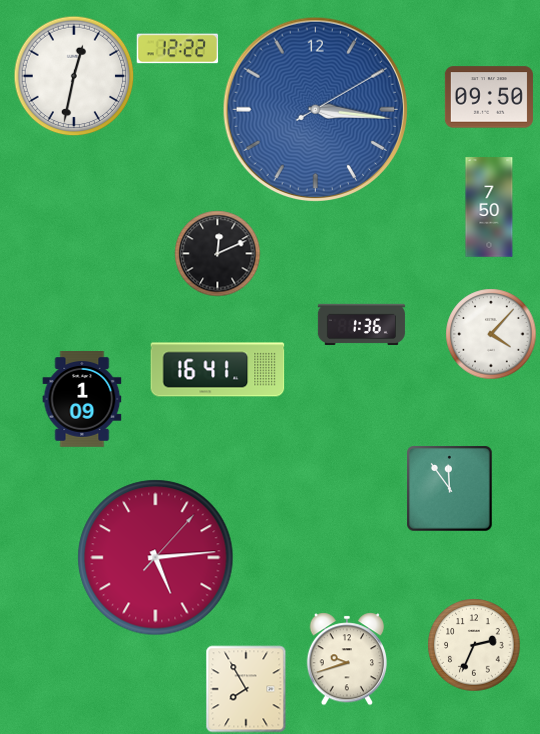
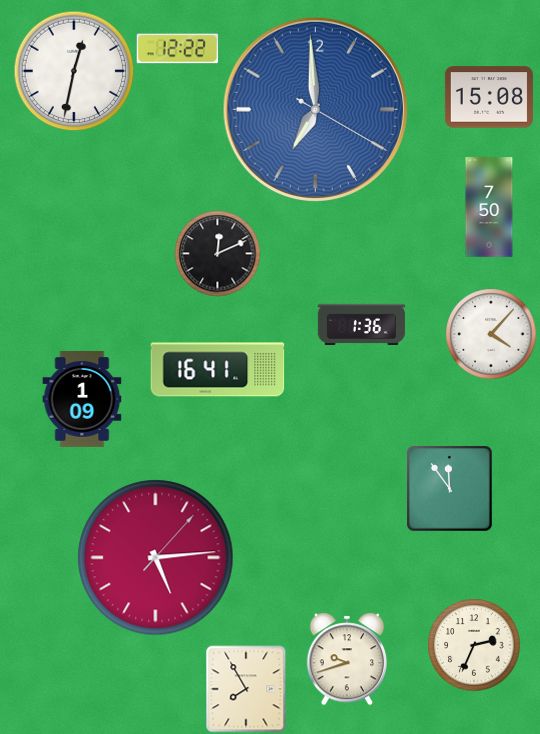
clock at (74, 76) position: (74, 76) -> (74, 71)
clock at (489, 97): 09:50 -> 15:08
clock at (316, 110): 3:16 -> 6:59
